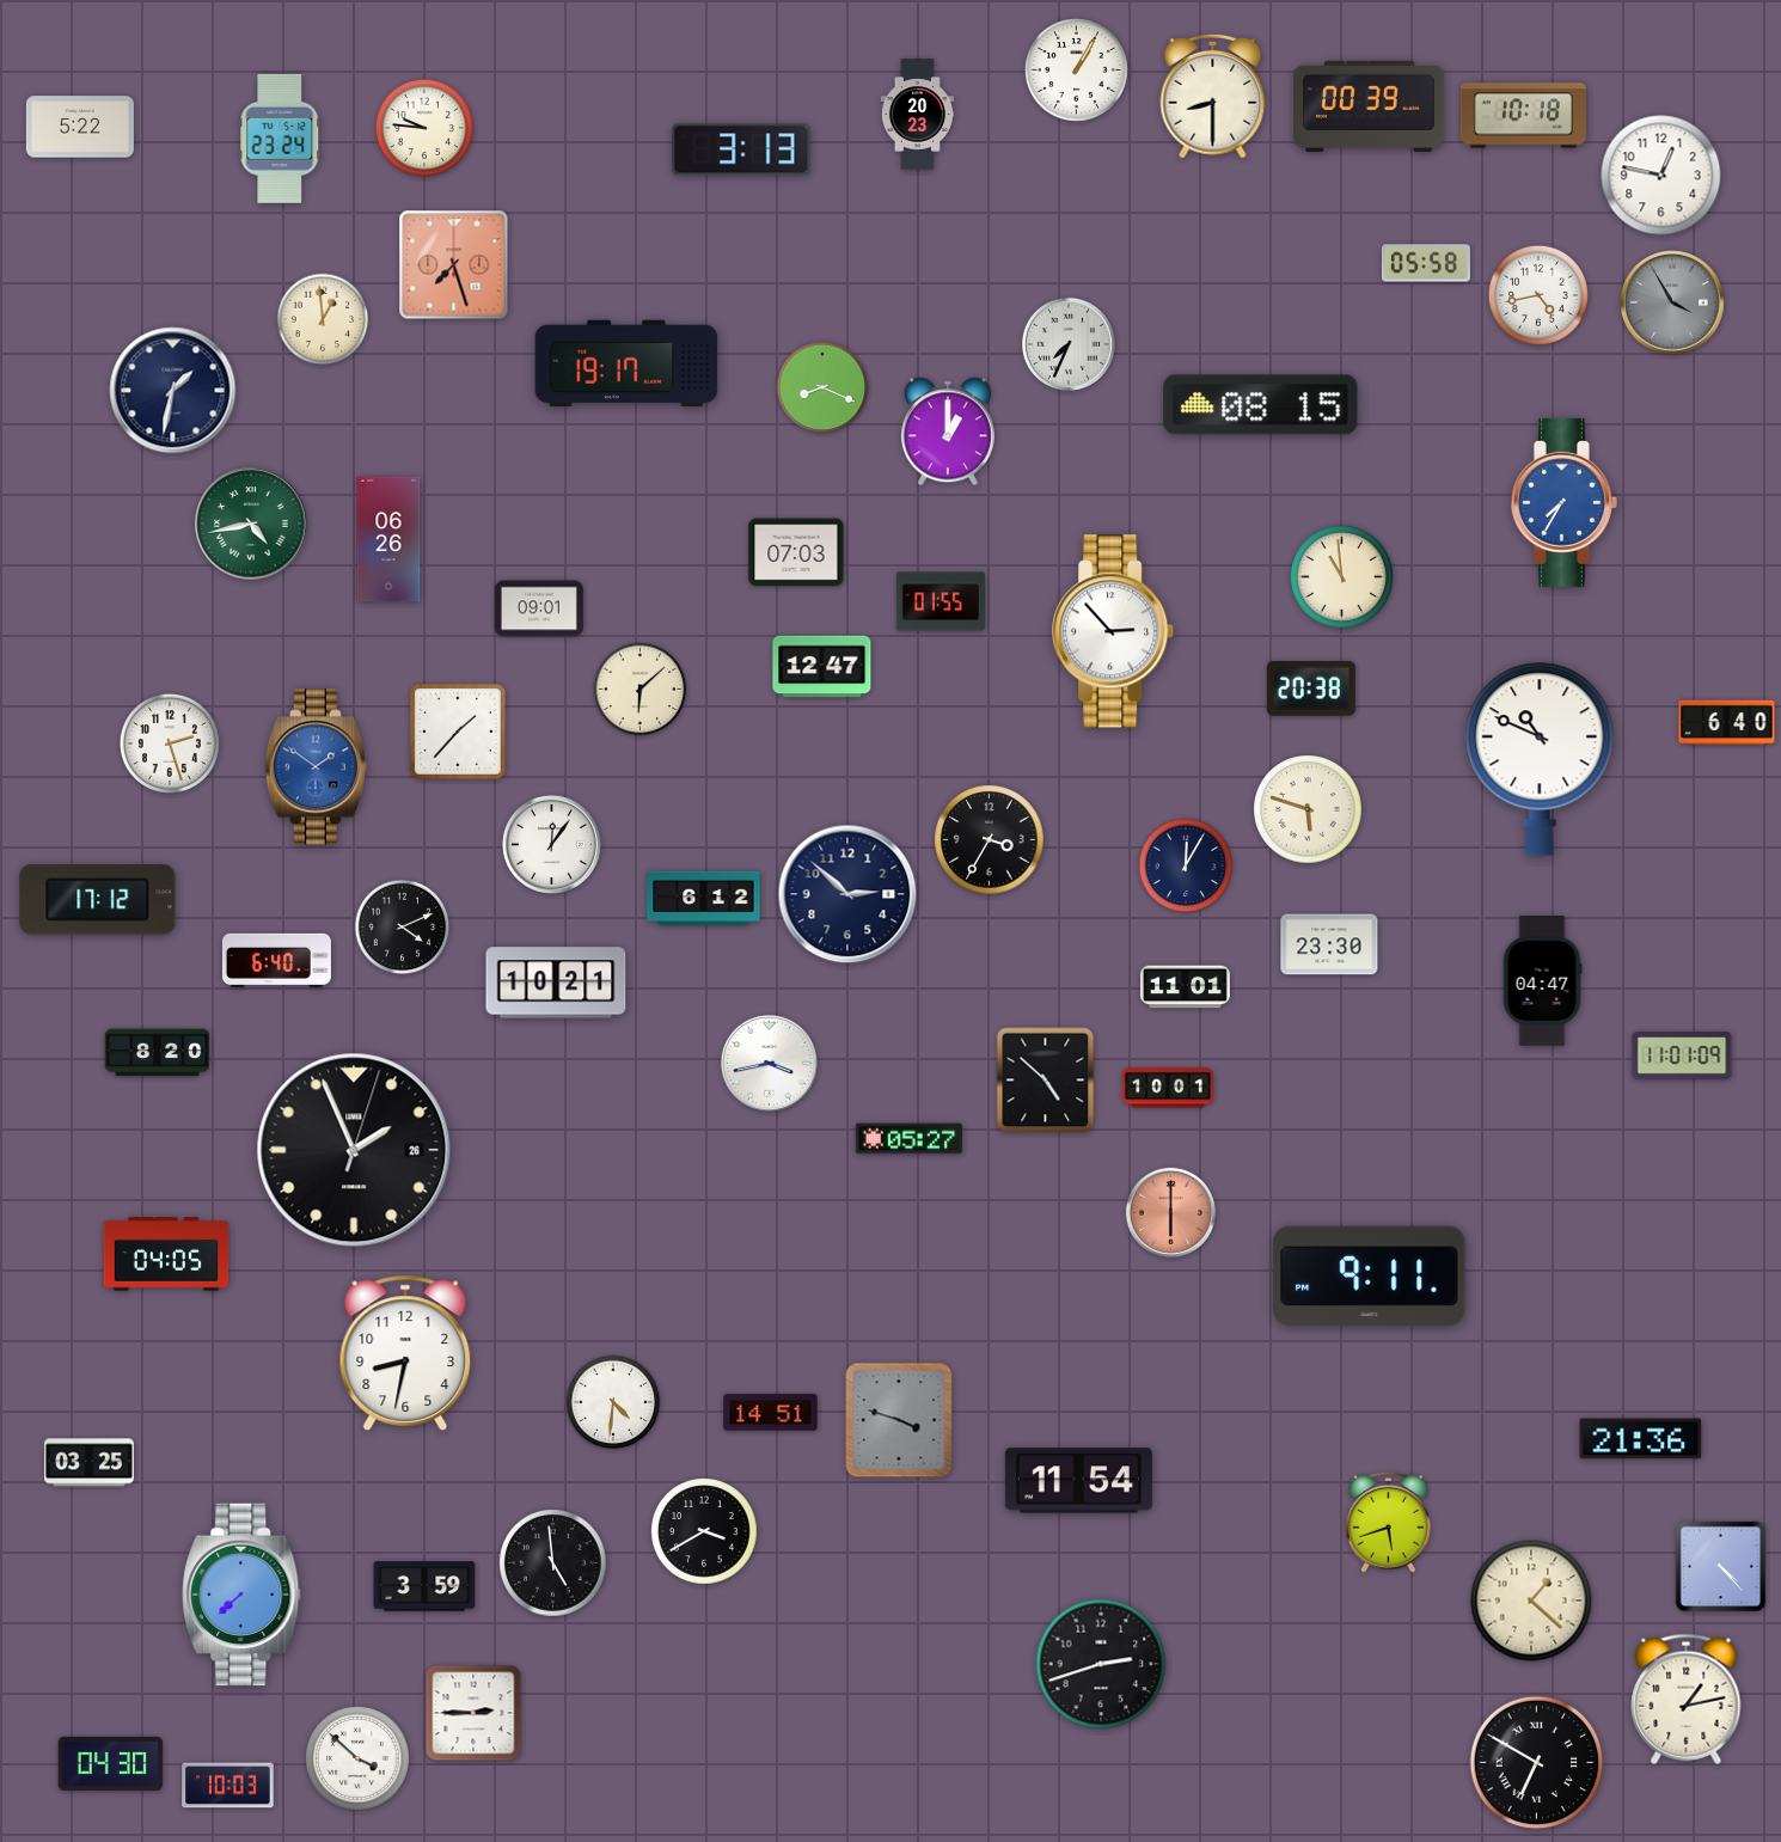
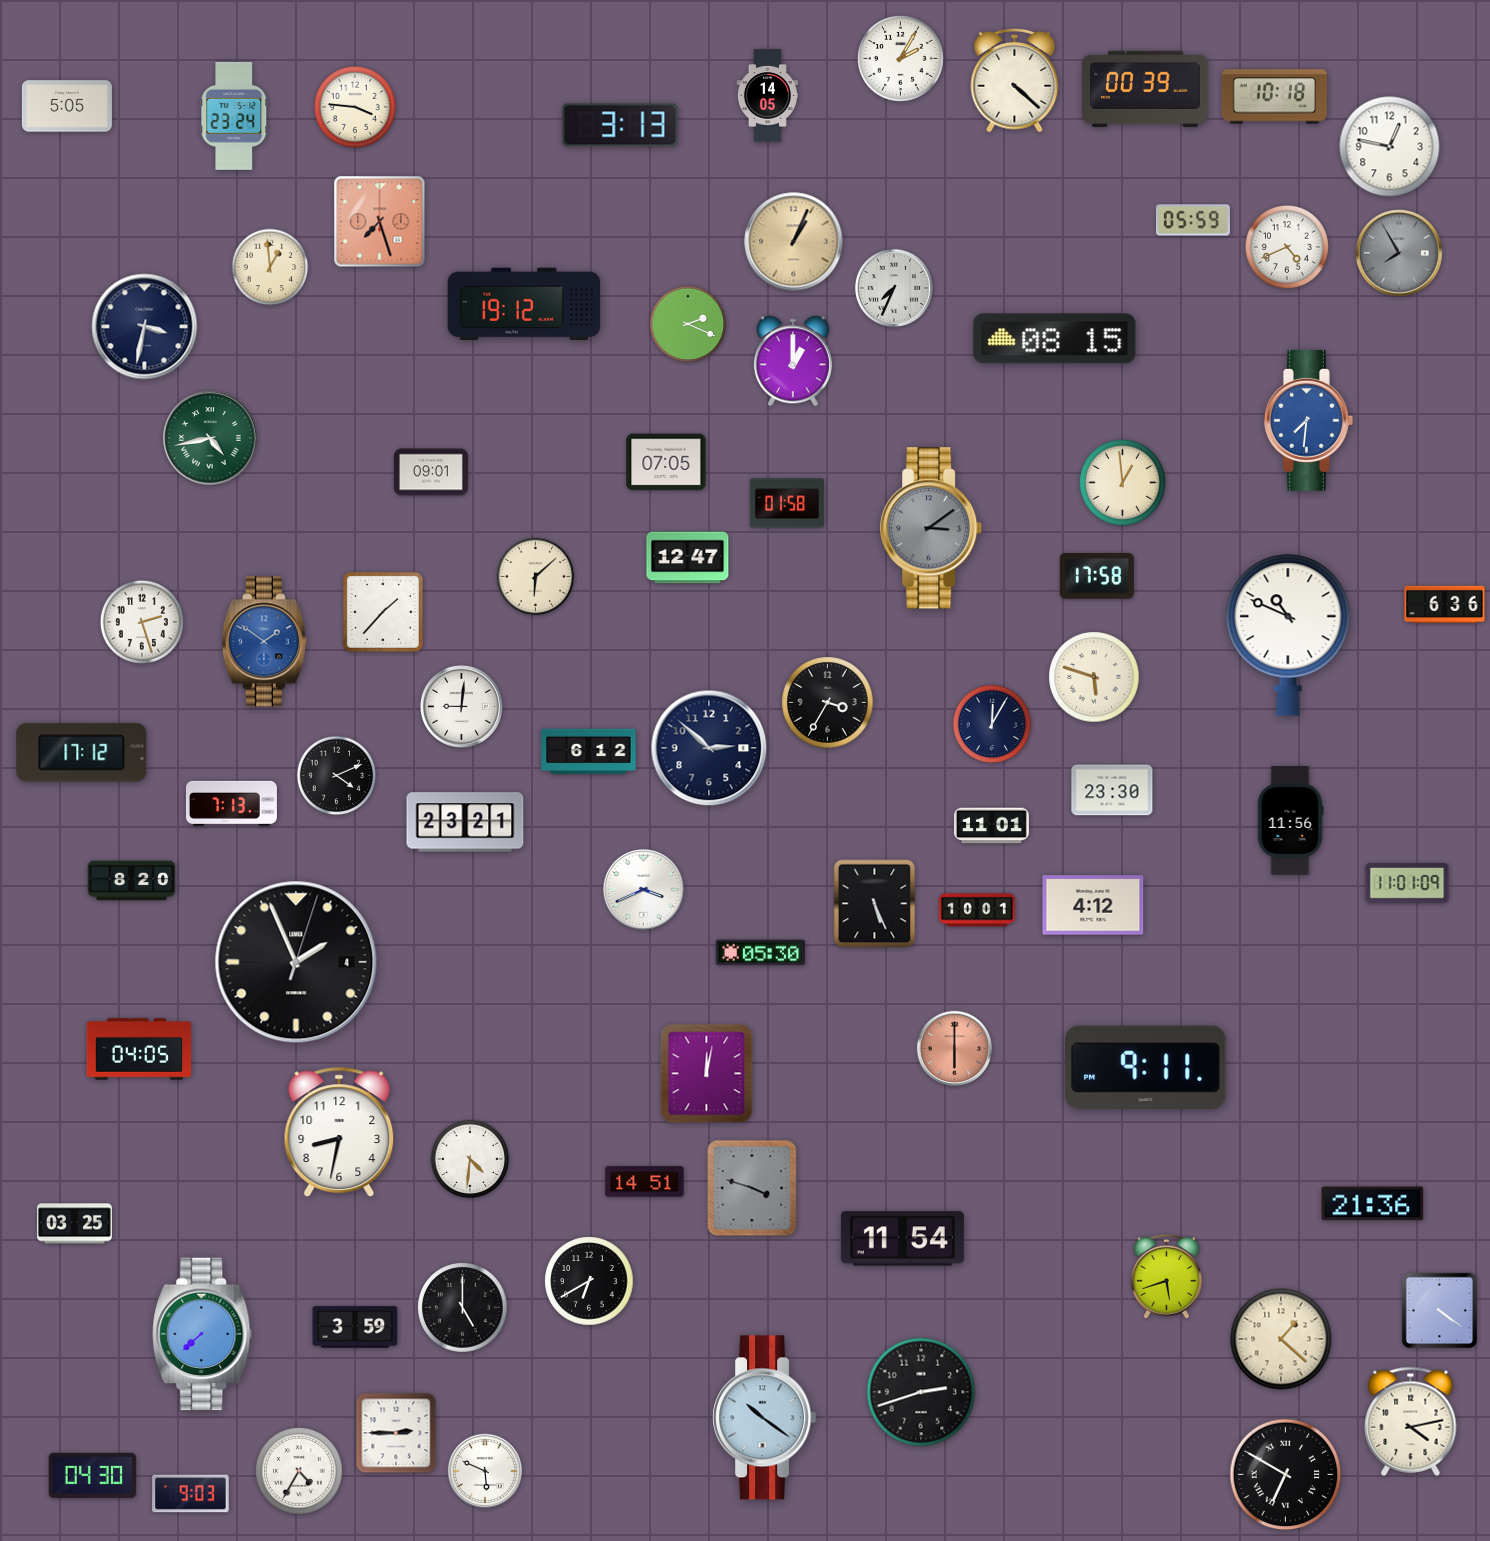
clock at (1076, 69): 1:05 -> 2:05
clock at (1213, 96): 8:30 -> 4:22
clock at (917, 115): 20:23 -> 14:05
clock at (80, 127): 5:22 -> 5:05
clock at (423, 127): 9:46 -> 3:46
clock at (1426, 263): 05:58 -> 05:59
clock at (794, 242): none -> 1:04
clock at (1538, 295): 4:43 -> 4:41
clock at (1673, 304): 3:55 -> 7:55
clock at (626, 363): 19:17 -> 19:12
clock at (822, 387): 8:19 -> 2:19
clock at (173, 391): 1:32 -> 3:32
clock at (1565, 502): 7:35 -> 7:31
clock at (388, 539): 06:26 -> none
clock at (796, 552): 07:03 -> 07:05
clock at (1341, 576): 10:59 -> 12:59
clock at (941, 601): 01:55 -> 01:58
clock at (539, 608) position: (539, 608) -> (431, 472)
clock at (1114, 631): 2:53 -> 3:09
clock at (1114, 631) dial: white -> grey
clock at (1311, 689): 20:38 -> 17:58
clock at (1727, 723): 6:40 -> 6:36
clock at (551, 844): 12:06 -> 9:01
clock at (276, 960): 6:40 -> 7:13
clock at (1542, 981): 04:47 -> 11:56
clock at (556, 983): 10:21 -> 23:21
clock at (769, 1063): 3:43 -> 3:41
clock at (1046, 1081): 4:52 -> 5:26
clock at (1093, 905): none -> 4:12
clock at (908, 1139): 05:27 -> 05:30
clock at (354, 1150) date: 26 -> 4
clock at (1171, 1213) position: (1171, 1213) -> (955, 1049)
clock at (707, 1074): none -> 12:02
clock at (613, 1402) position: (613, 1402) -> (470, 1159)
clock at (1389, 1522) position: (1389, 1522) -> (1167, 1276)
clock at (704, 1531): 3:40 -> 6:40
clock at (553, 1563): 4:59 -> 5:00
clock at (1721, 1567): 4:23 -> 4:21
clock at (765, 1418): none -> 10:21
clock at (1687, 1699): 1:13 -> 4:13
clock at (485, 1471): none -> 5:49
clock at (359, 1760): 3:52 -> 4:35
clock at (228, 1786): 10:03 -> 9:03
